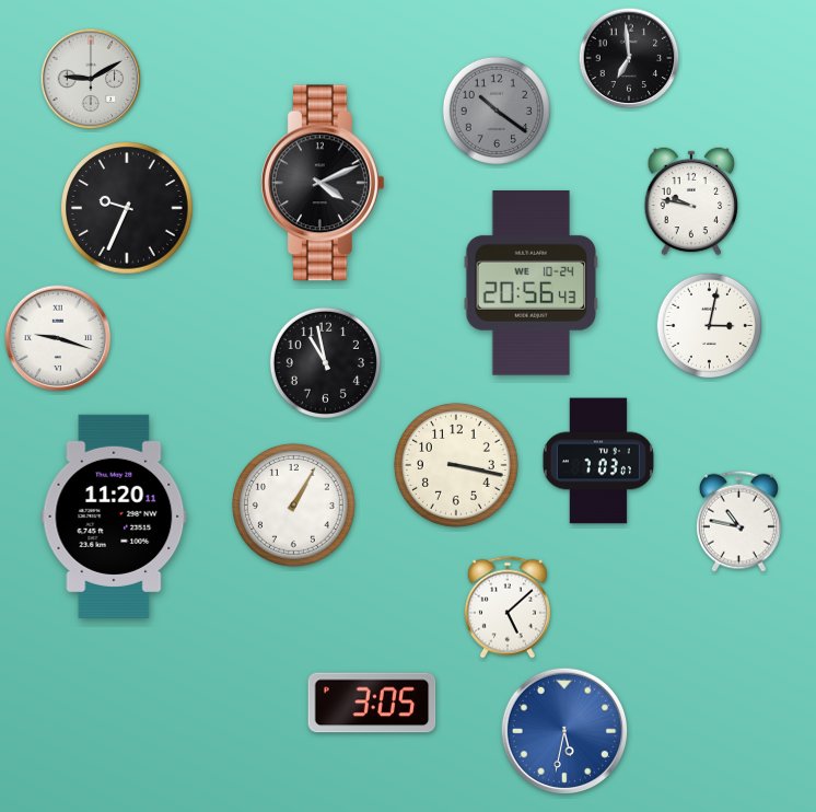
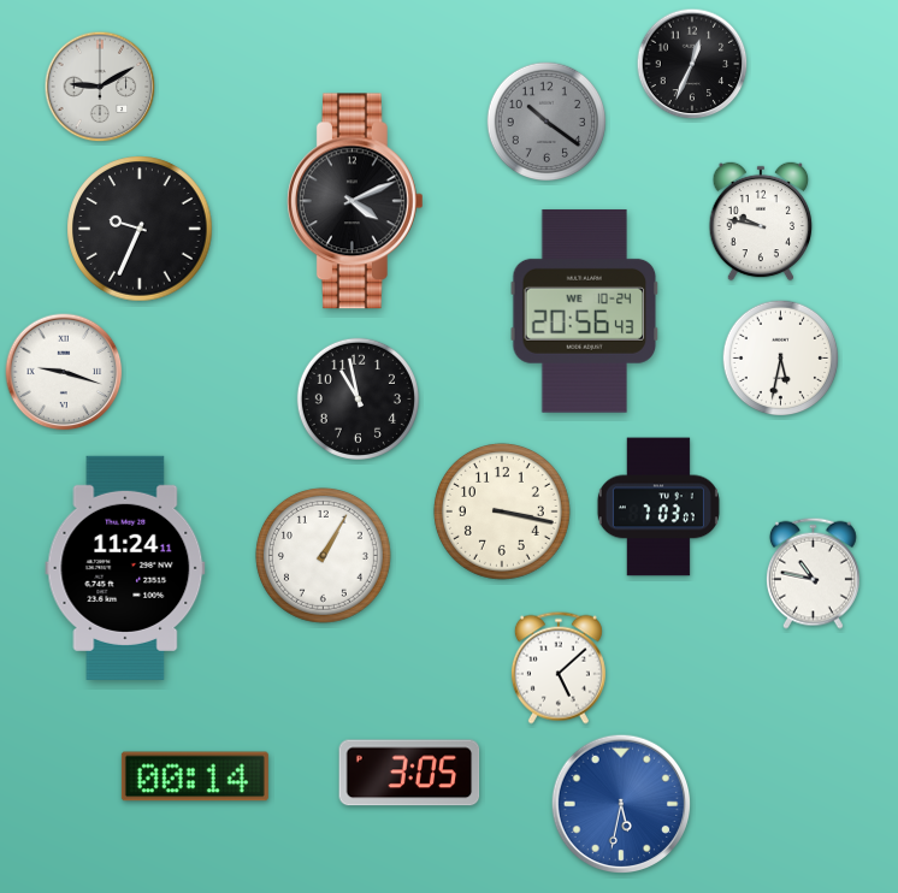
clock at (629, 58): 6:59 -> 12:34
clock at (710, 326): 3:02 -> 5:32
clock at (114, 517): 11:20 -> 11:24
clock at (195, 776): none -> 00:14
